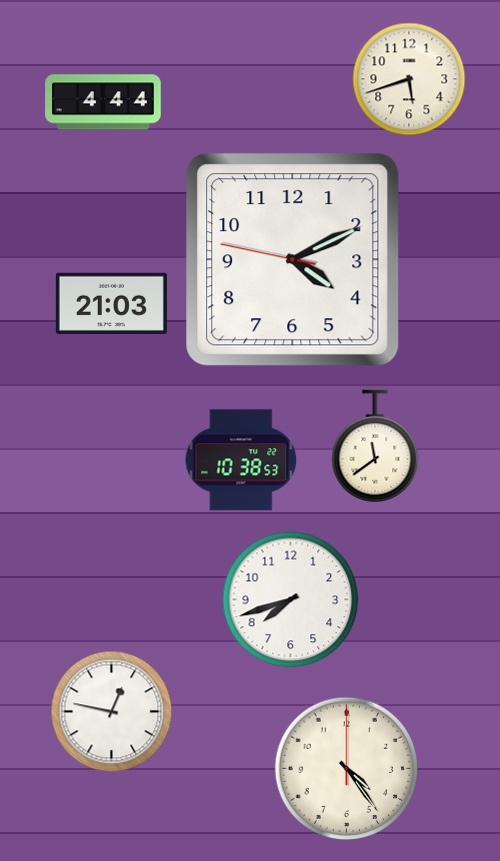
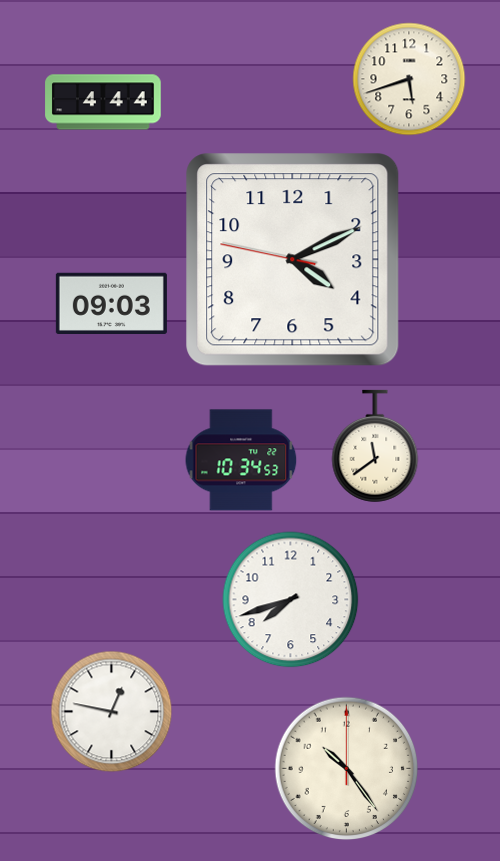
clock at (111, 303): 21:03 -> 09:03
clock at (241, 460): 10:38 -> 10:34
clock at (347, 769): 4:24 -> 10:24
